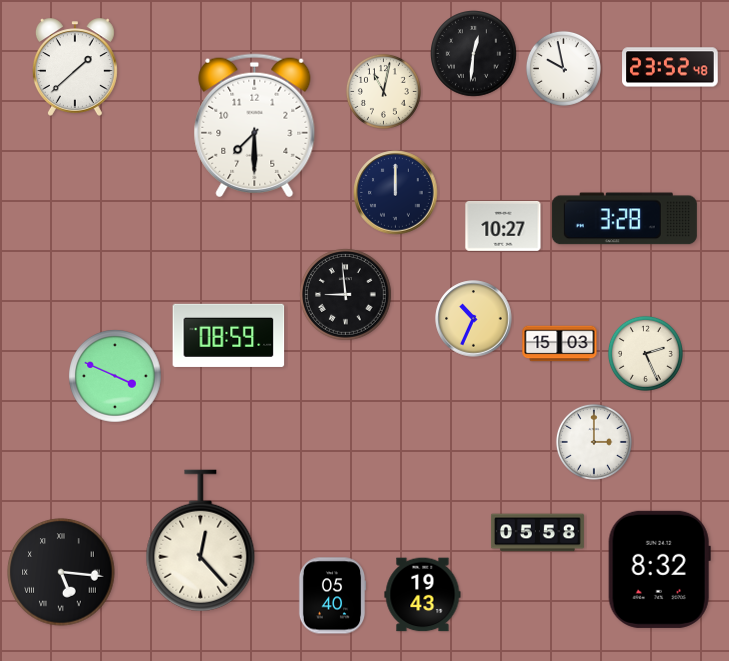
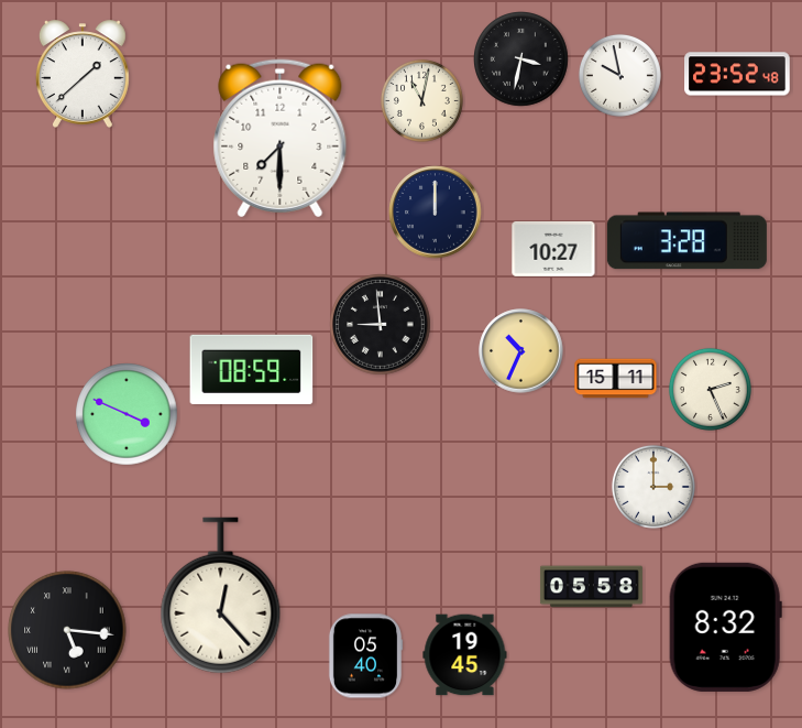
clock at (474, 54): 12:31 -> 3:32
clock at (560, 344): 15:03 -> 15:11
clock at (423, 595): 19:43 -> 19:45
